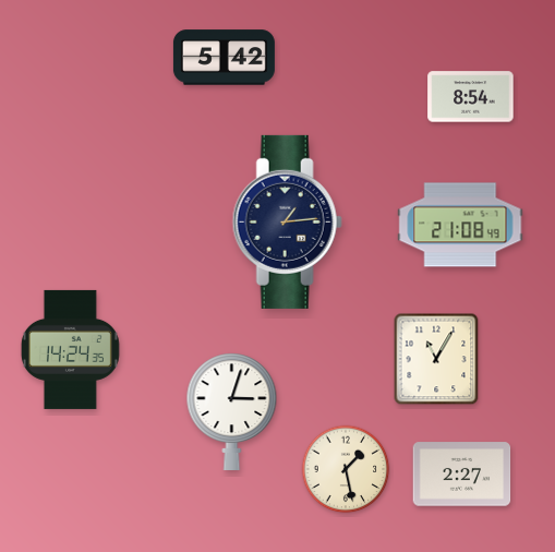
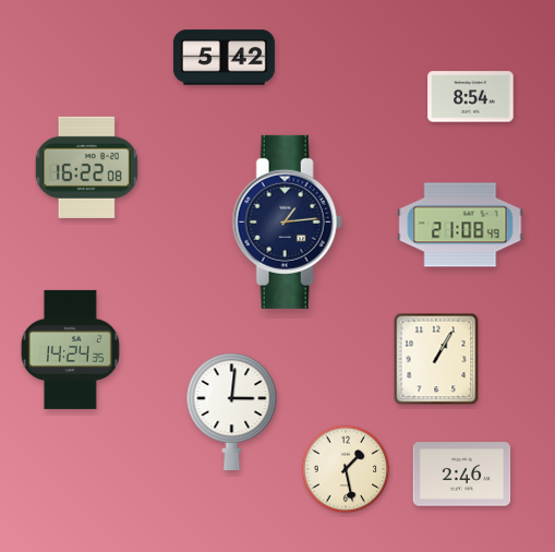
clock at (86, 167): none -> 16:22
clock at (436, 359): 11:05 -> 1:05
clock at (232, 411): 3:03 -> 3:01
clock at (462, 475): 2:27 -> 2:46
